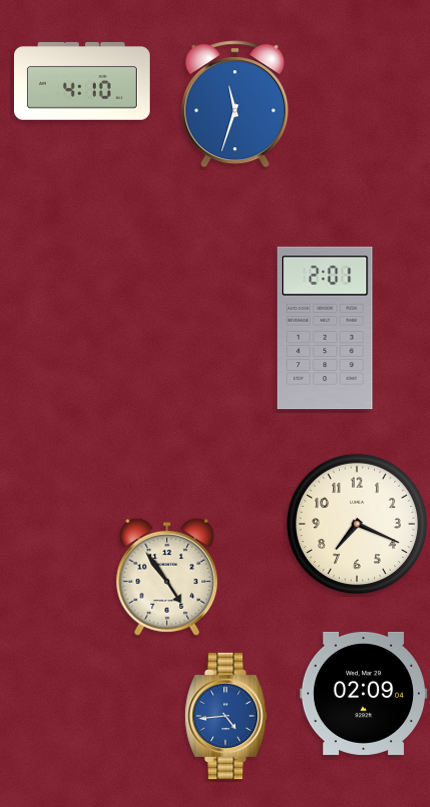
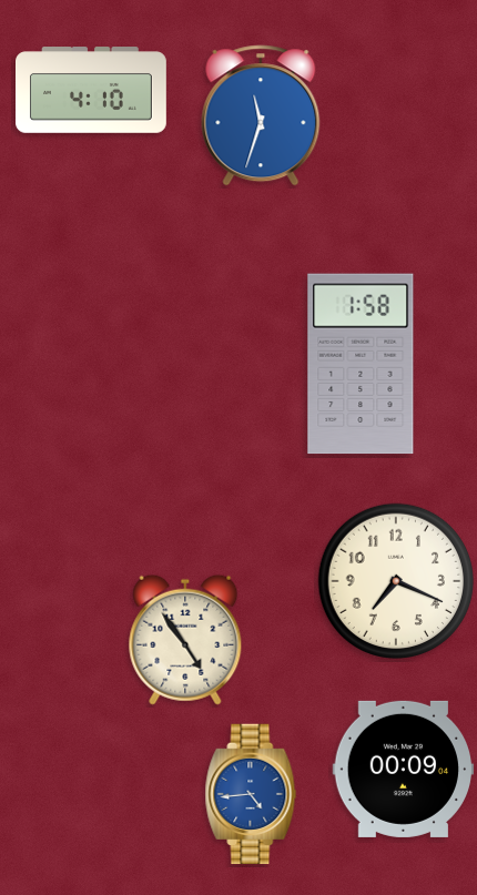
clock at (325, 328): 2:01 -> 1:58
clock at (363, 693): 02:09 -> 00:09
